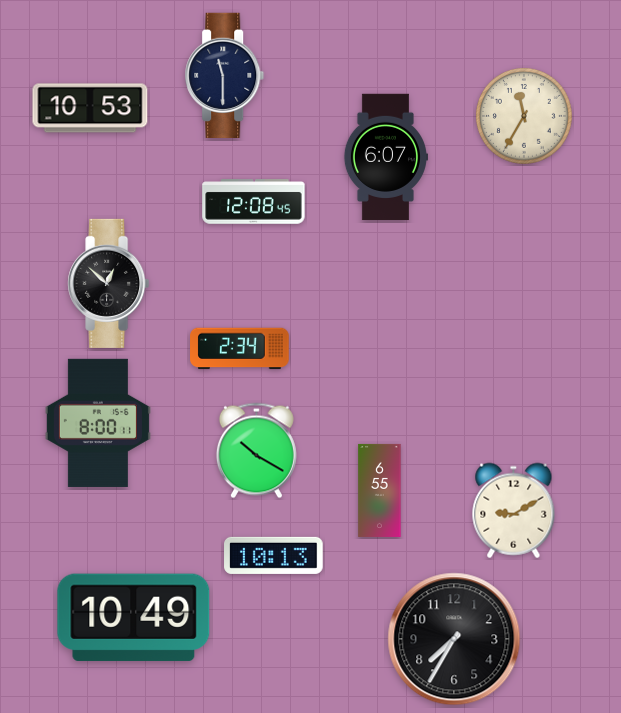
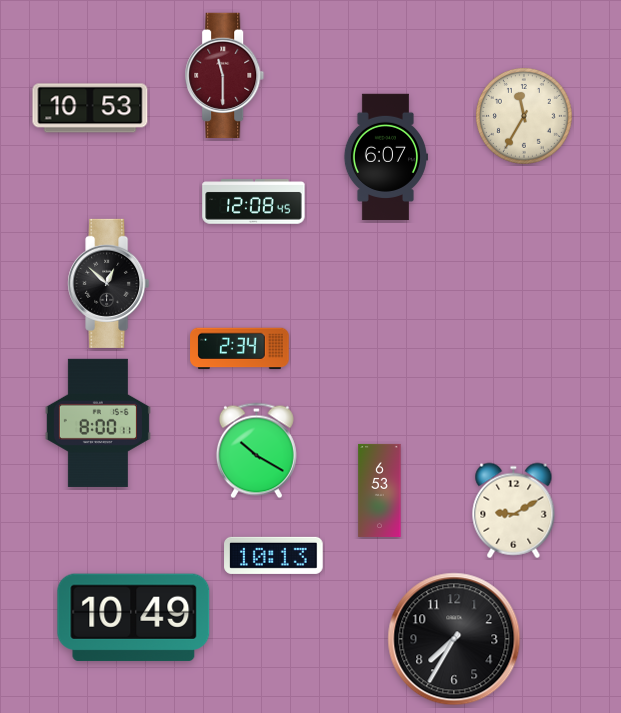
clock at (225, 76) dial: navy -> burgundy
clock at (380, 490): 6:55 -> 6:53
